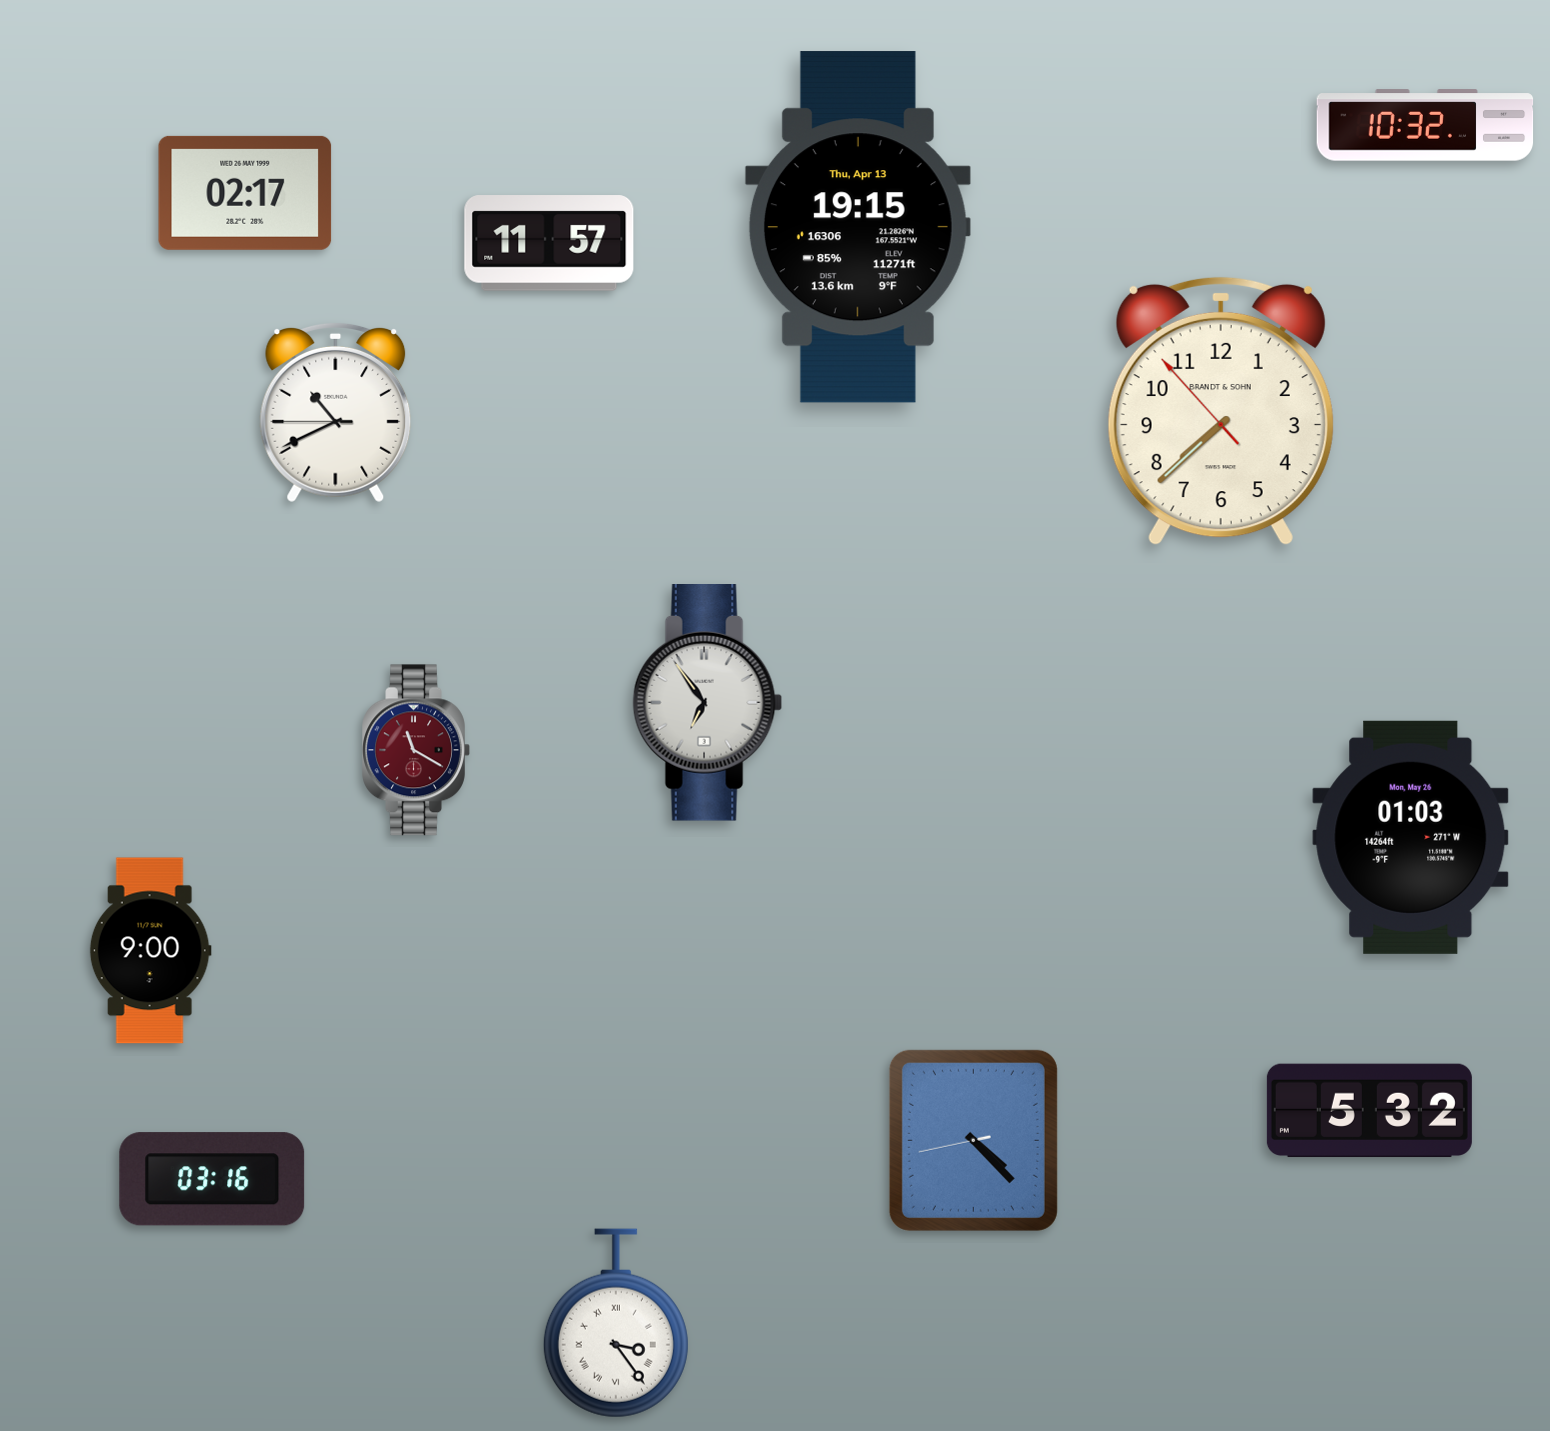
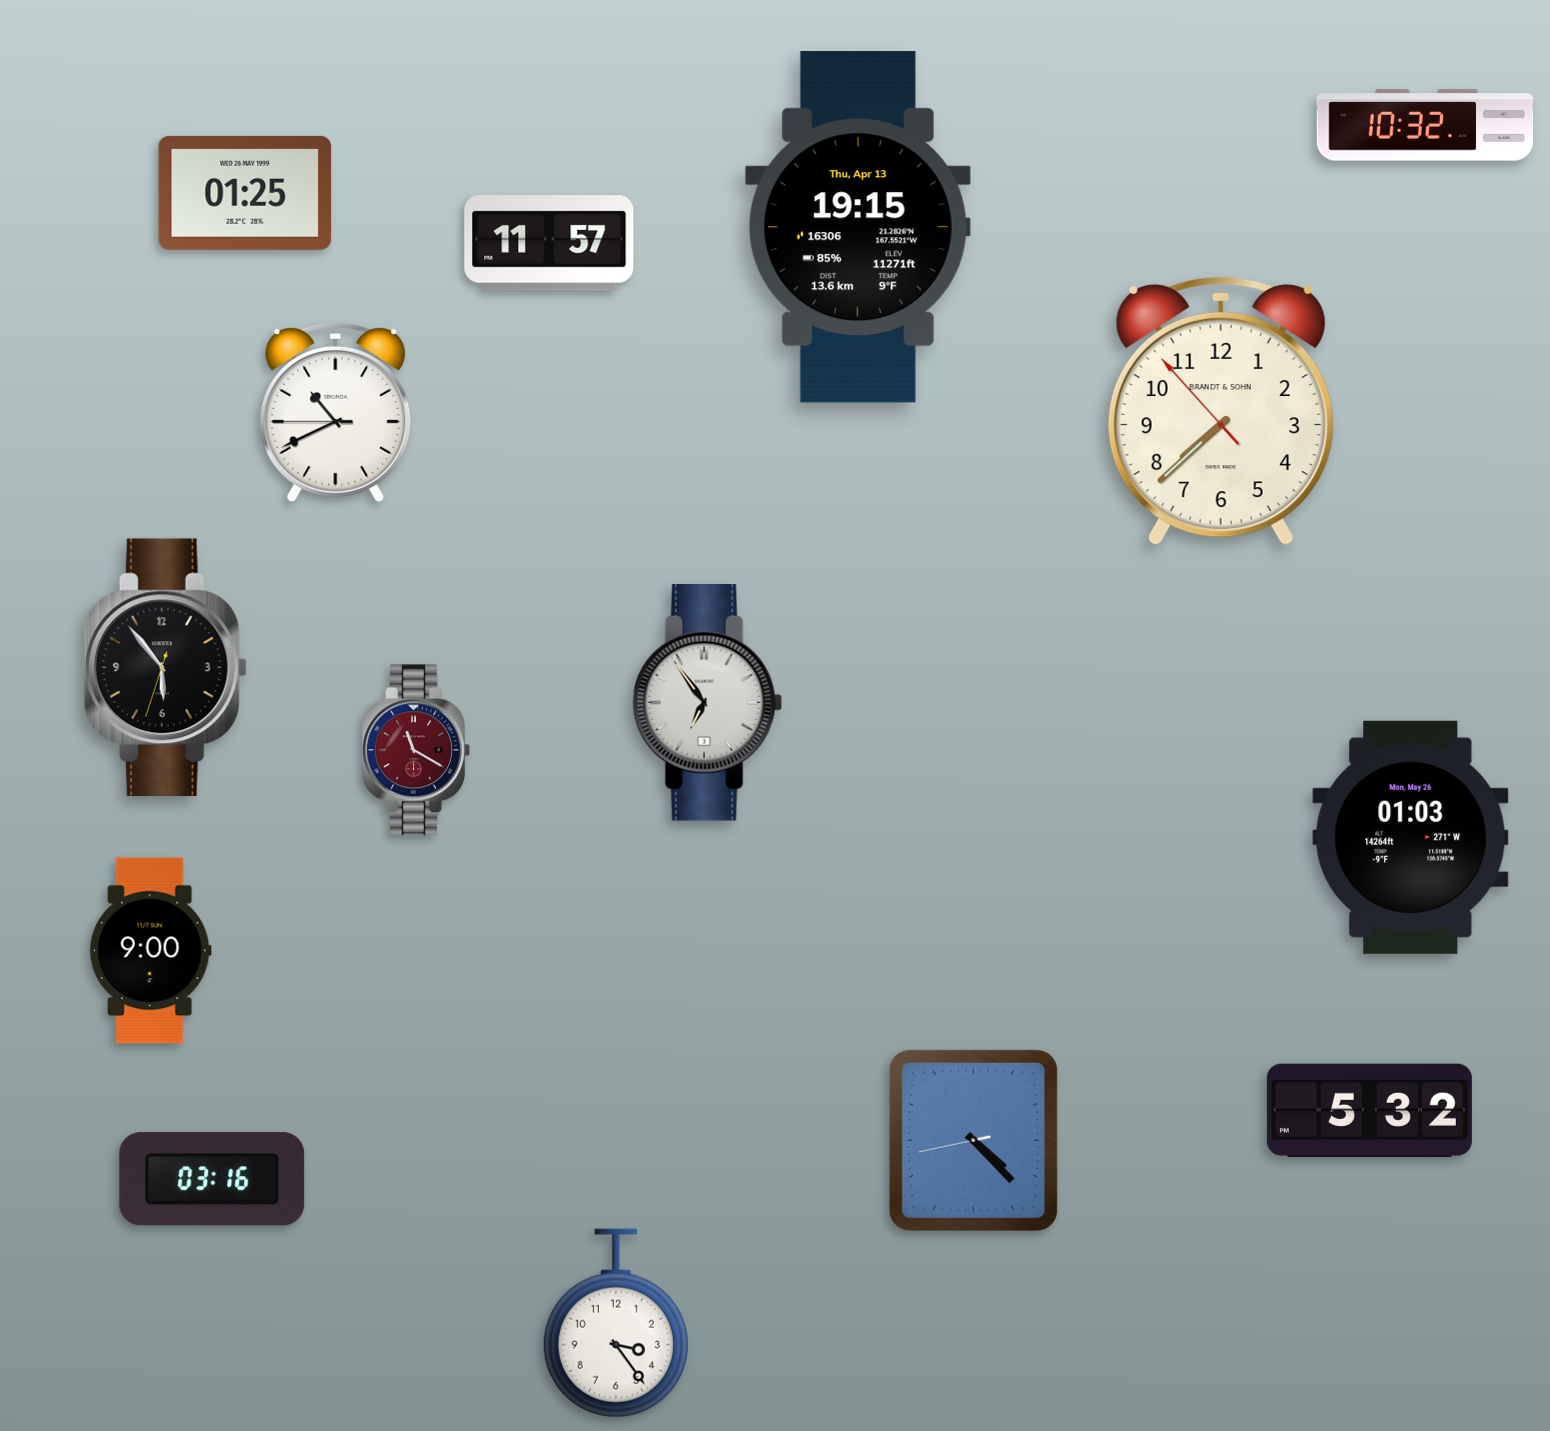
clock at (245, 193): 02:17 -> 01:25
clock at (165, 668): none -> 5:53
clock at (616, 1323) numerals: Roman -> Arabic
